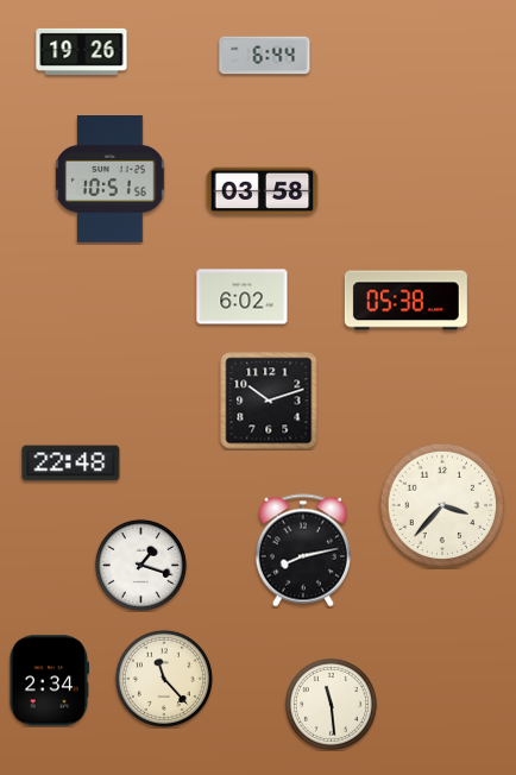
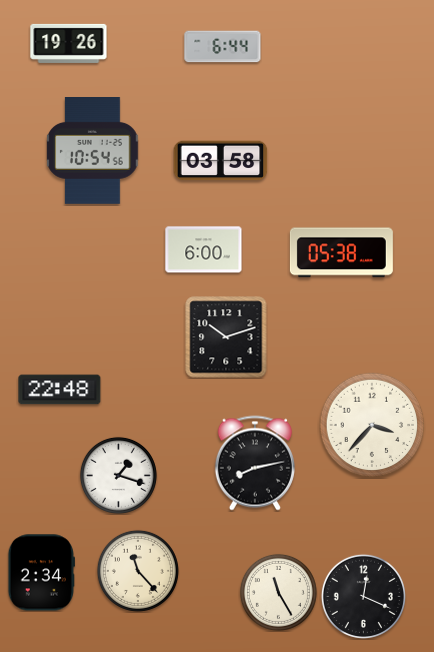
clock at (111, 179): 10:51 -> 10:54
clock at (243, 297): 6:02 -> 6:00
clock at (331, 704): 11:29 -> 11:25
clock at (363, 596): none -> 12:19
